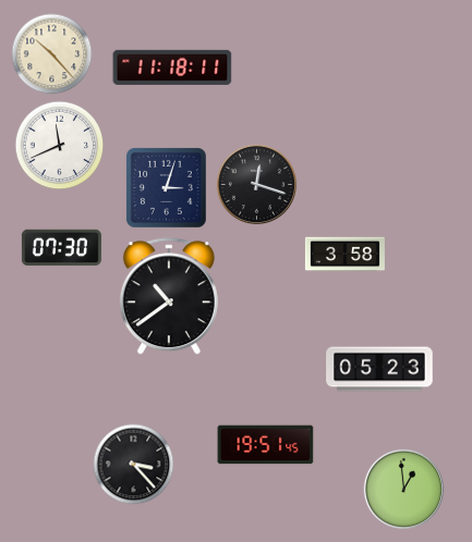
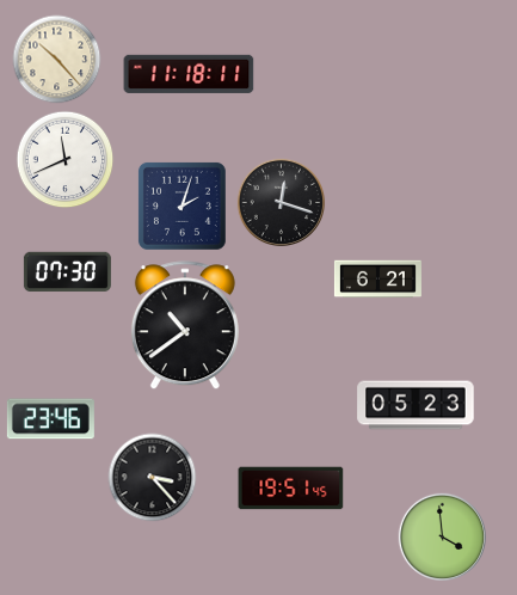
clock at (166, 187): 3:03 -> 2:03
clock at (344, 255): 3:58 -> 6:21
clock at (50, 419): none -> 23:46
clock at (134, 465) position: (134, 465) -> (153, 478)
clock at (404, 490): 12:59 -> 3:59
